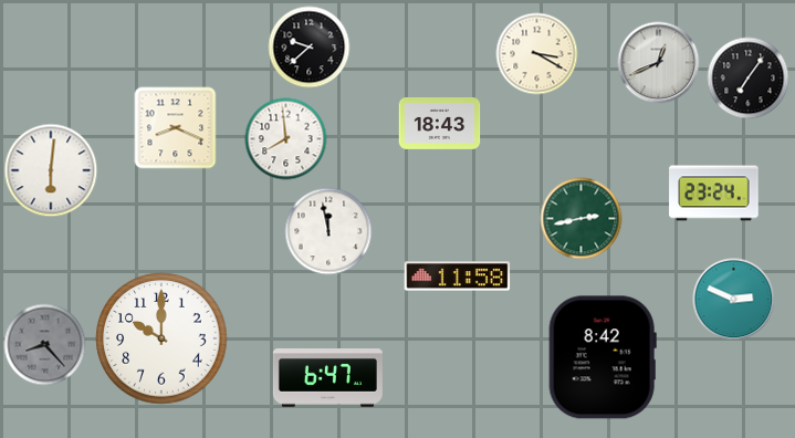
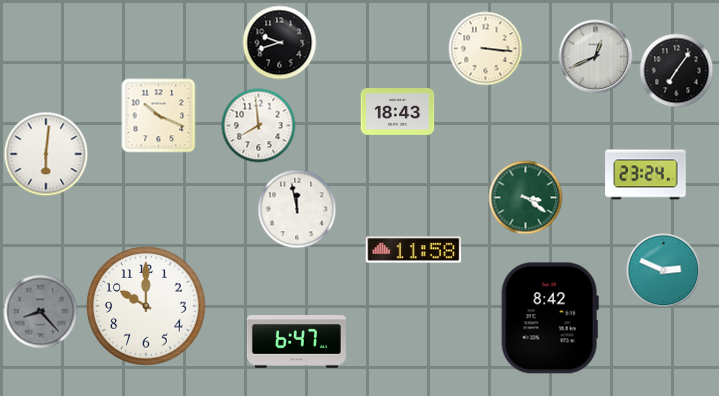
clock at (310, 48): 9:38 -> 9:42
clock at (537, 54): 3:20 -> 3:16
clock at (176, 128): 8:19 -> 10:19
clock at (582, 219): 2:43 -> 3:21
clock at (603, 357) position: (603, 357) -> (550, 318)
